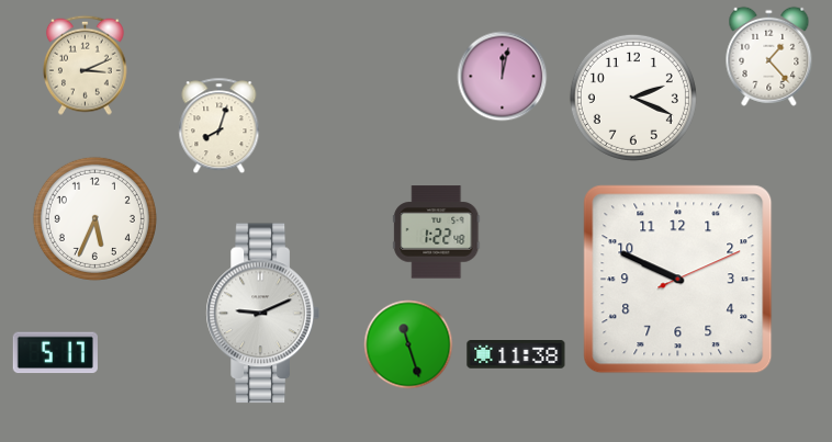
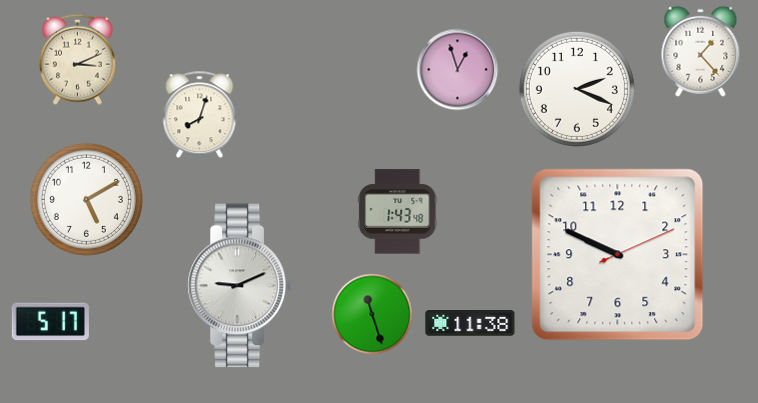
clock at (503, 77): 12:02 -> 12:57
clock at (94, 218): 5:34 -> 5:10
clock at (437, 233): 1:22 -> 1:43
